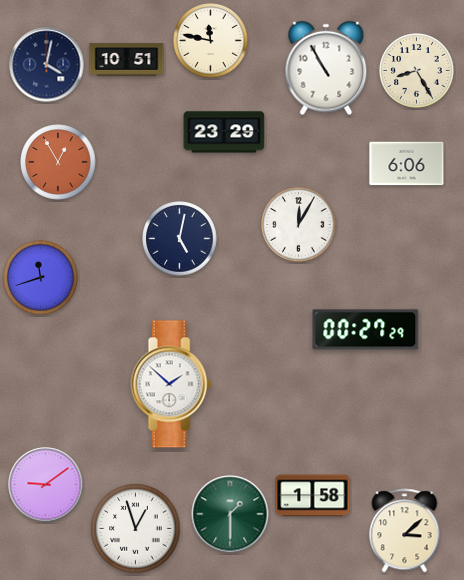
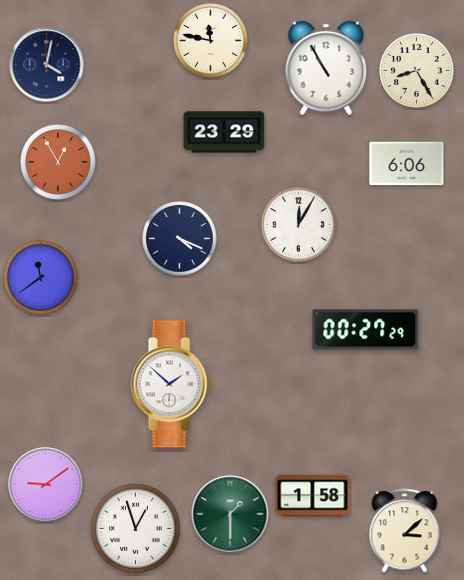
clock at (127, 60): 10:51 -> none
clock at (180, 239): 5:02 -> 4:19
clock at (41, 278): 11:42 -> 11:39
